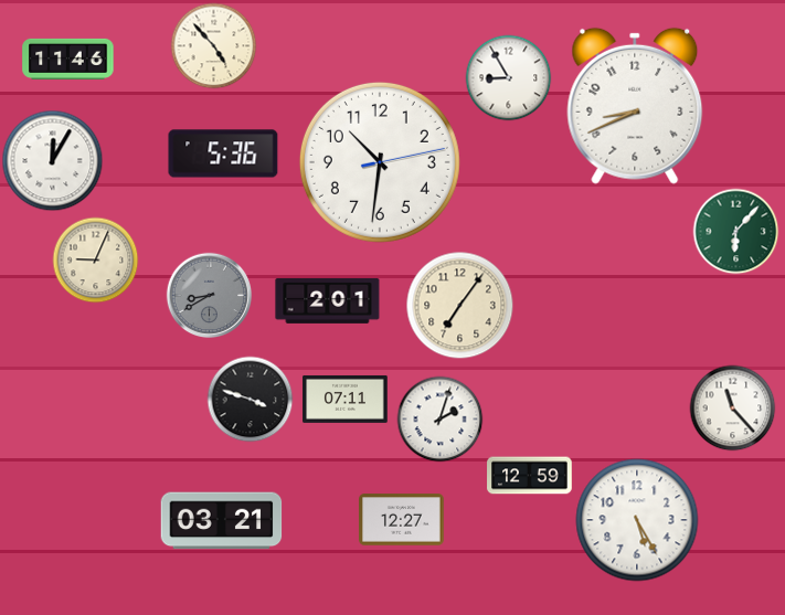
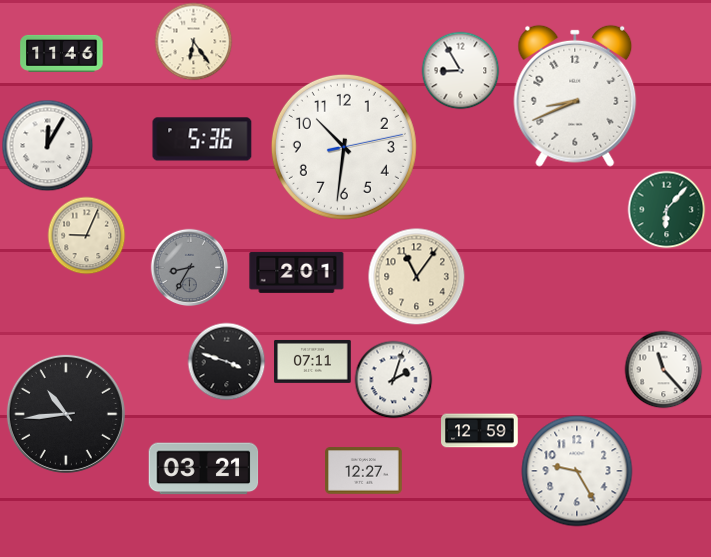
clock at (213, 45): 4:53 -> 6:24
clock at (209, 295): 8:40 -> 8:35
clock at (459, 305): 7:06 -> 11:06
clock at (439, 418) position: (439, 418) -> (393, 379)
clock at (66, 414): none -> 10:44
clock at (637, 520): 5:25 -> 9:25
clock at (222, 521) position: (222, 521) -> (204, 469)
